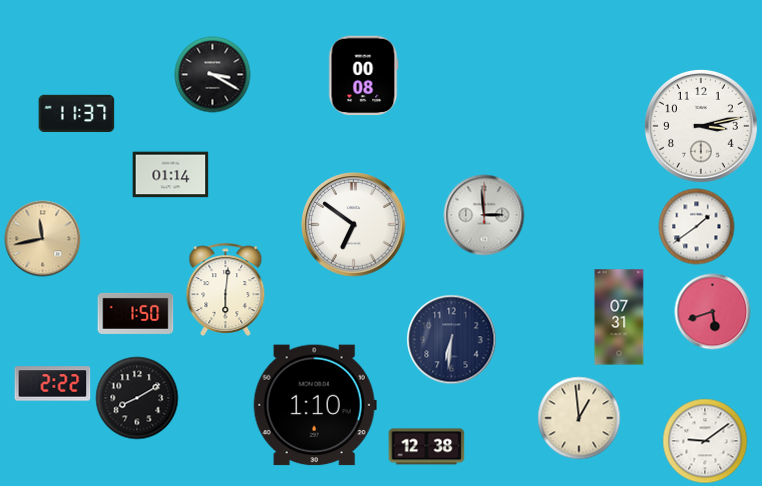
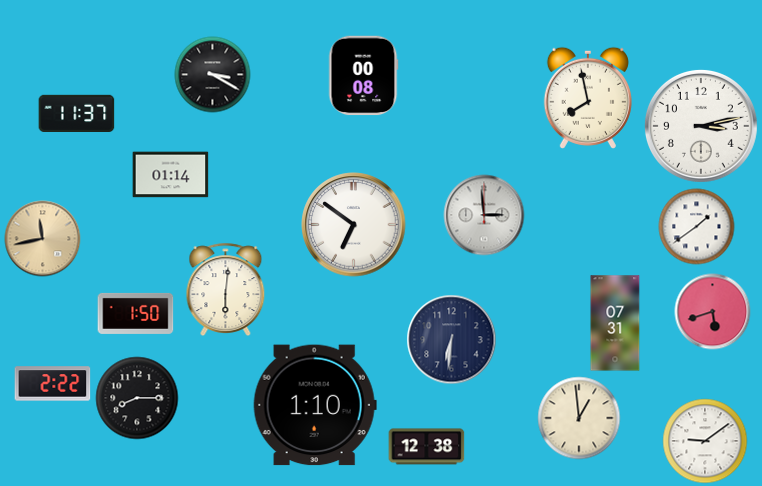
clock at (588, 98): none -> 7:58
clock at (619, 317) position: (619, 317) -> (615, 323)
clock at (137, 398): 8:10 -> 8:15
